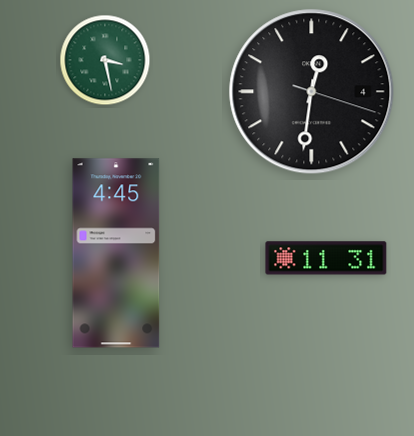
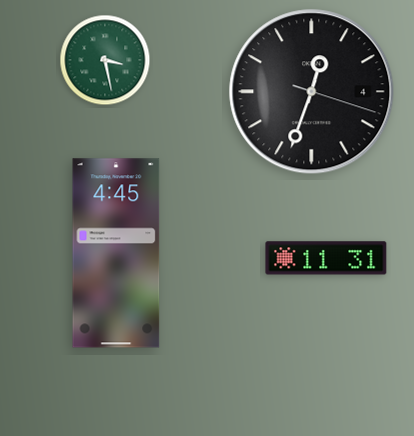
clock at (312, 92): 12:31 -> 12:33
